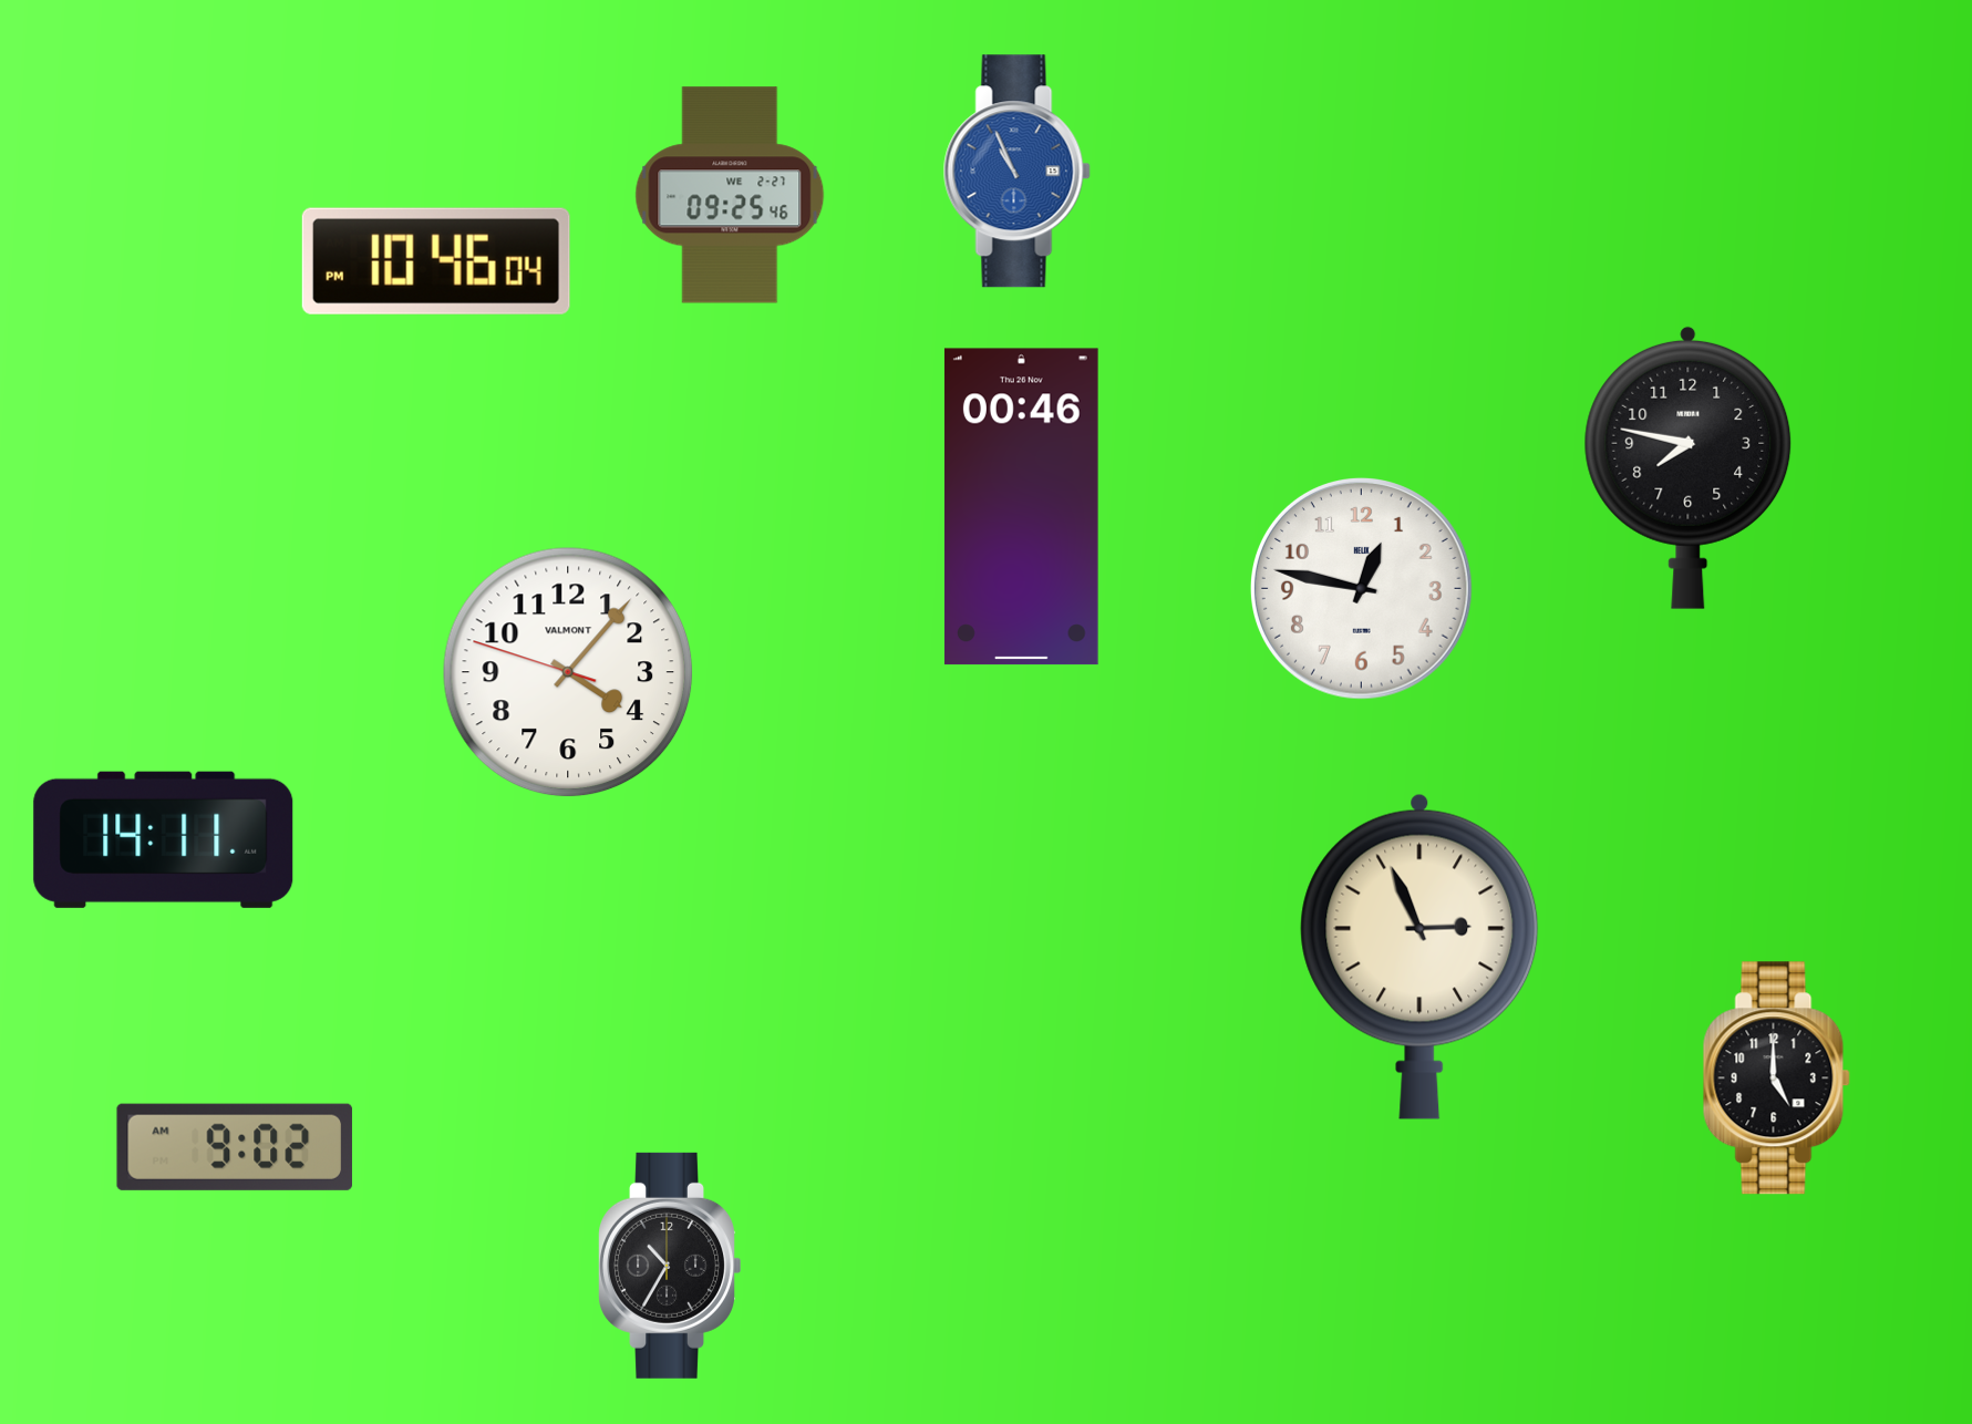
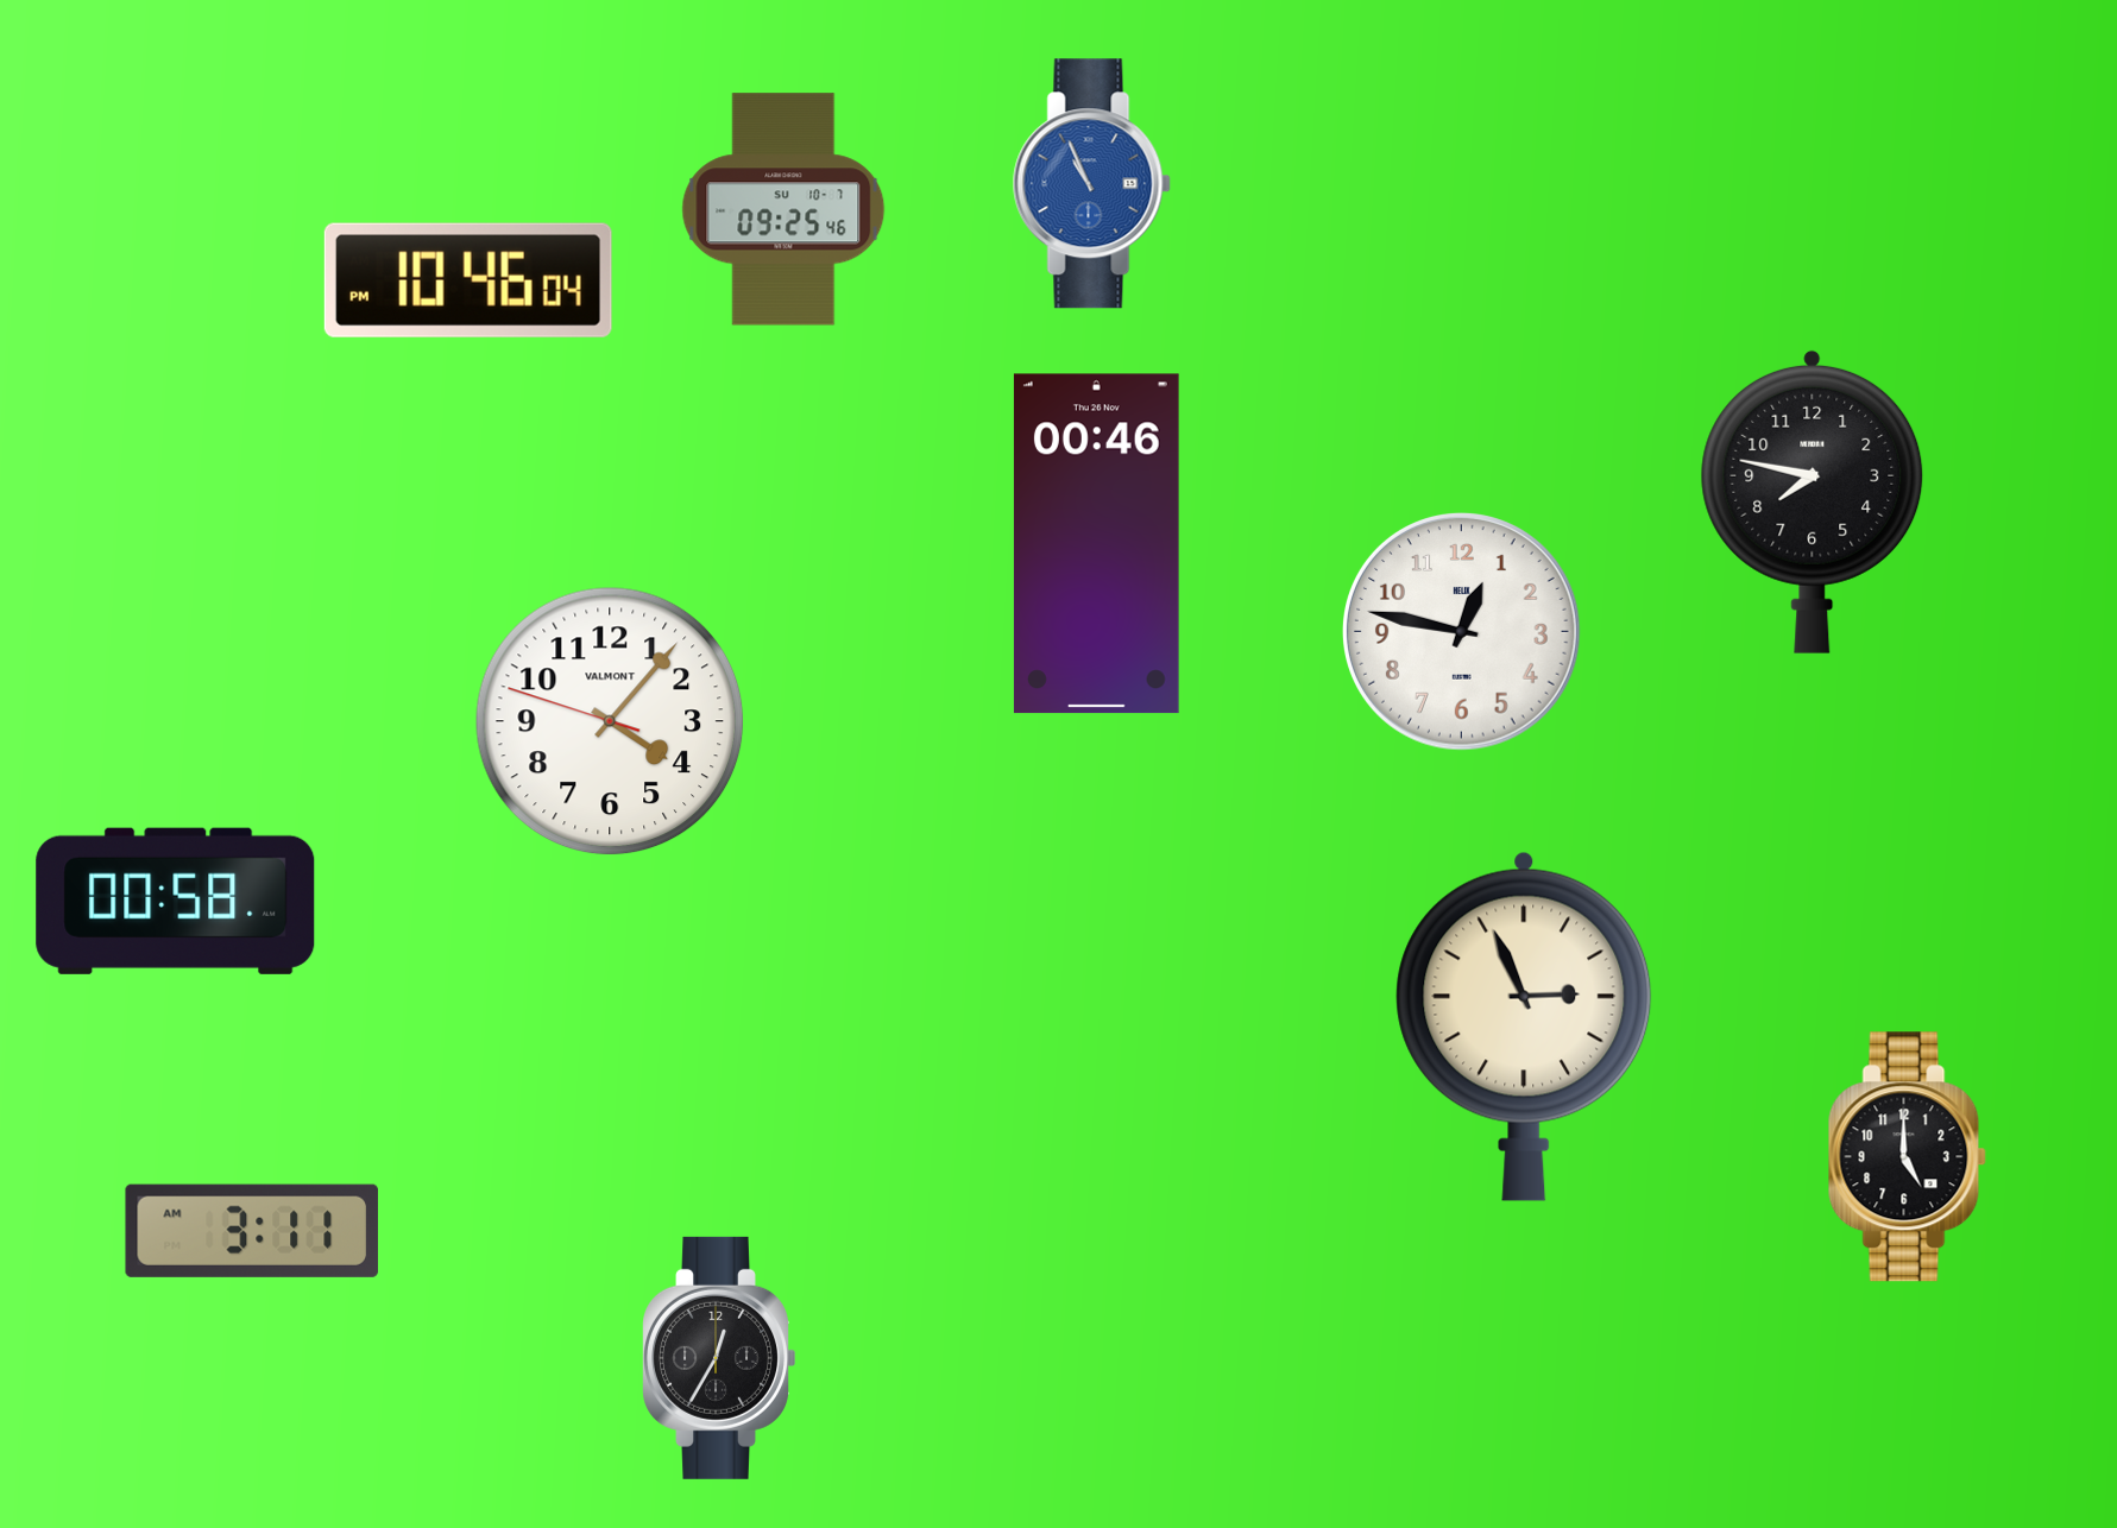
clock at (730, 195) date: WE 2-27 -> SU 10-7
clock at (164, 839): 14:11 -> 00:58
clock at (235, 1147): 9:02 -> 3:11
clock at (670, 1266): 10:35 -> 12:35
